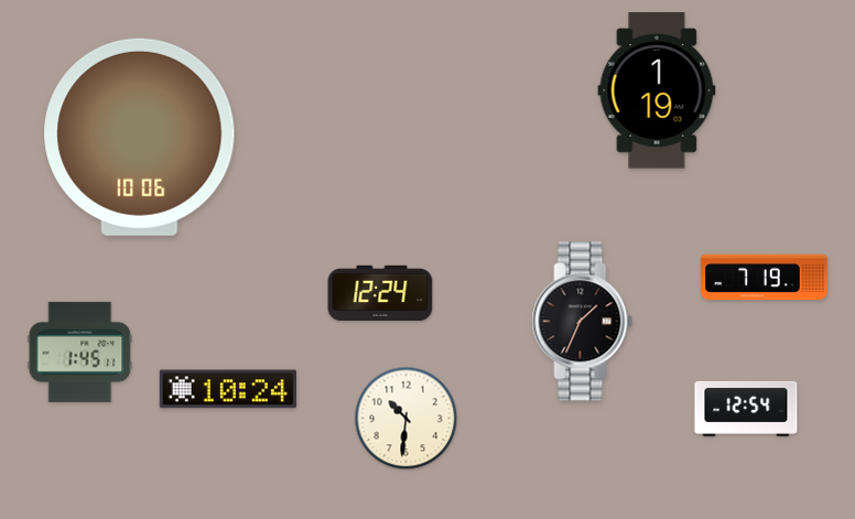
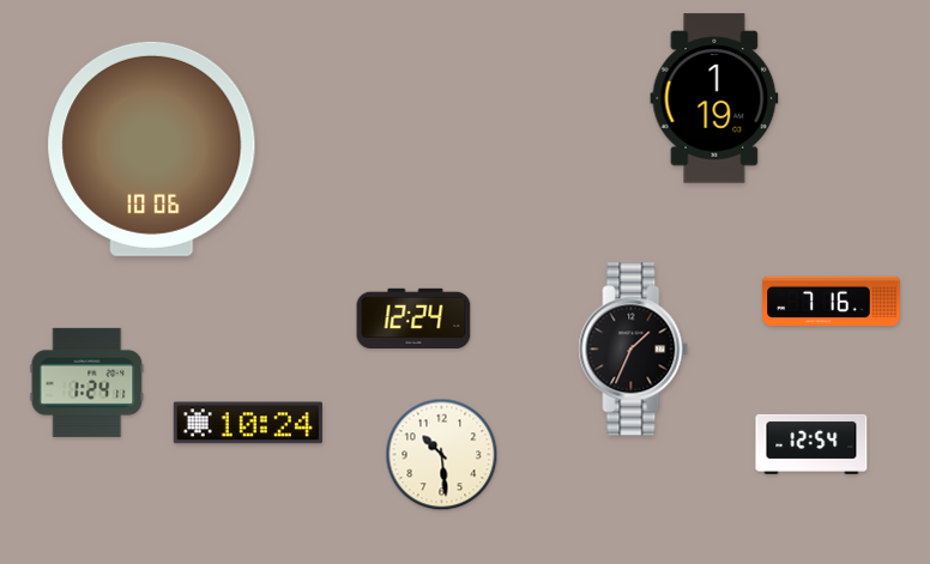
clock at (765, 278): 7:19 -> 7:16
clock at (80, 352): 1:45 -> 1:24
clock at (407, 419): 10:31 -> 10:29
